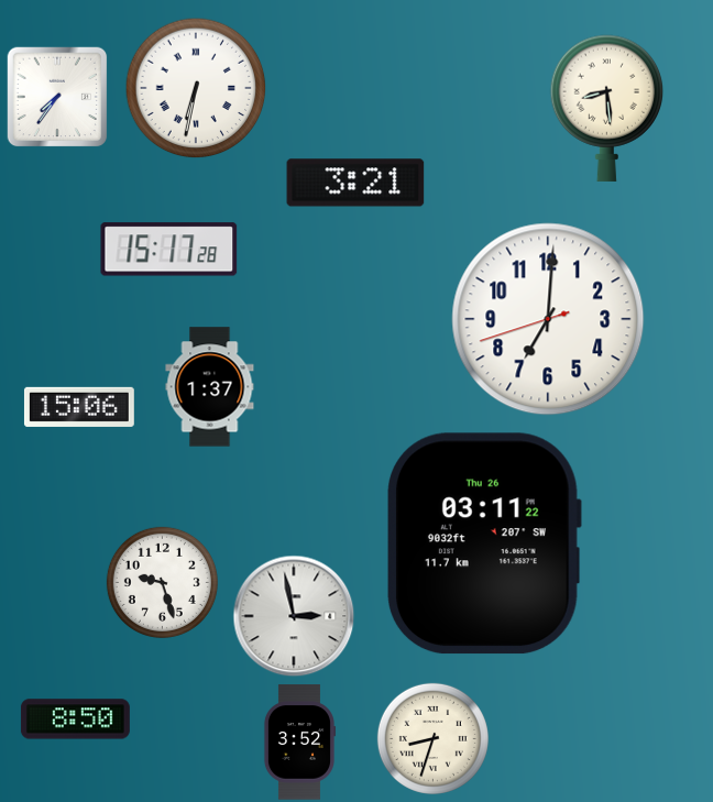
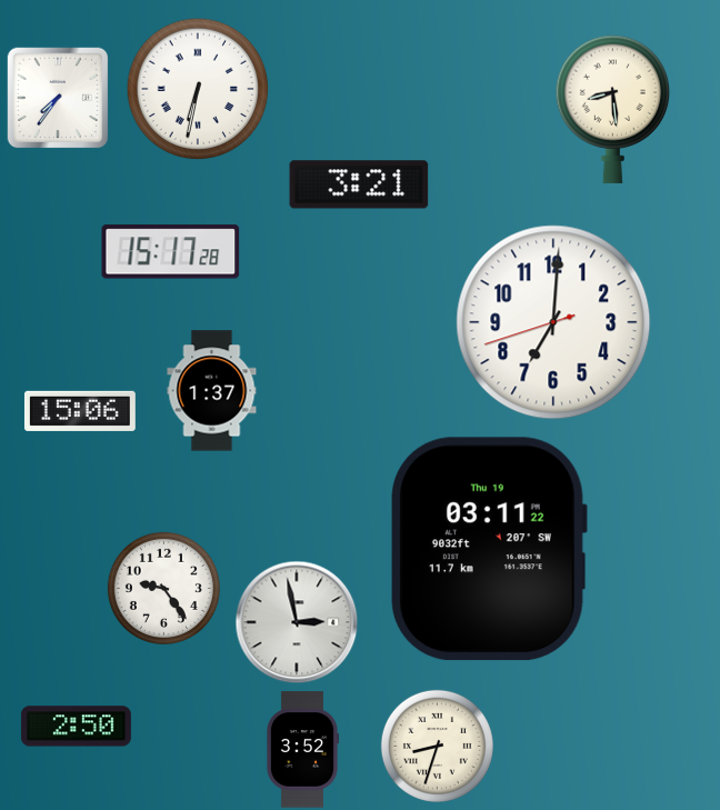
clock at (484, 543) date: Thu 26 -> Thu 19
clock at (162, 582): 9:27 -> 9:24
clock at (75, 719): 8:50 -> 2:50
